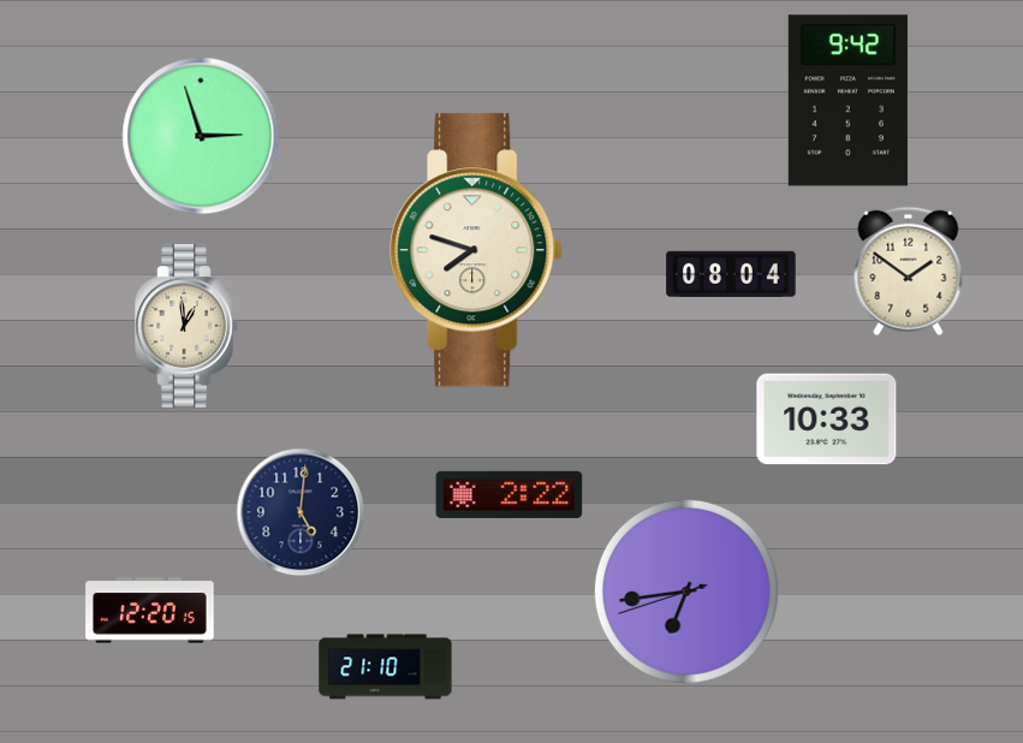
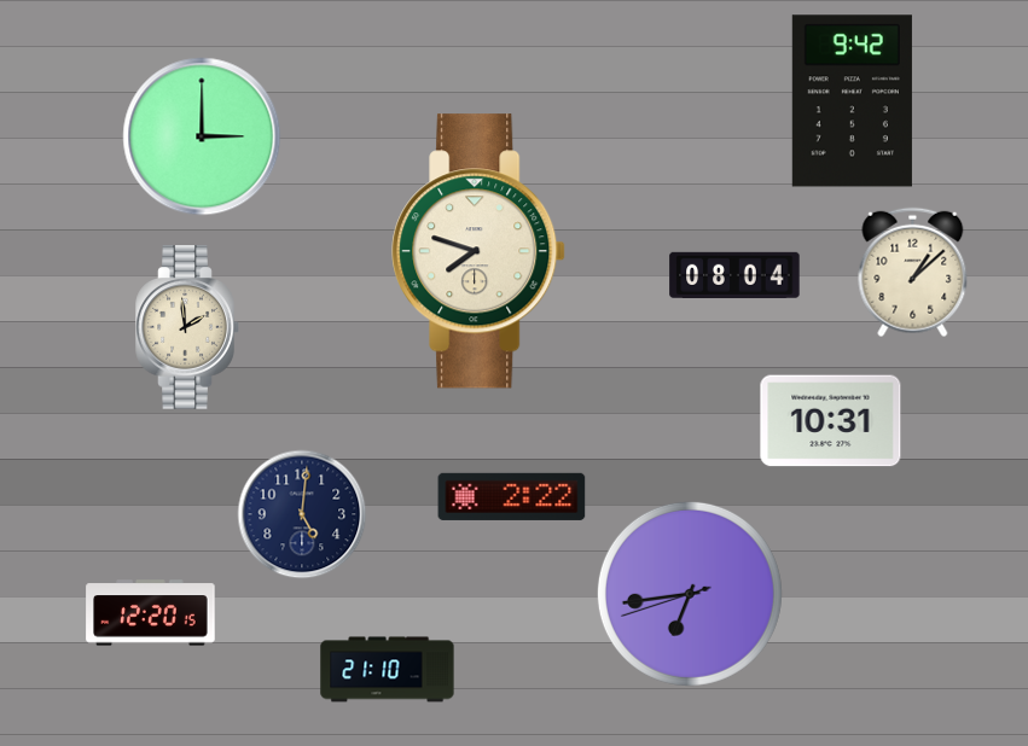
clock at (201, 136): 2:57 -> 3:00
clock at (909, 272): 1:51 -> 1:08
clock at (186, 326): 12:59 -> 1:59
clock at (827, 420): 10:33 -> 10:31
